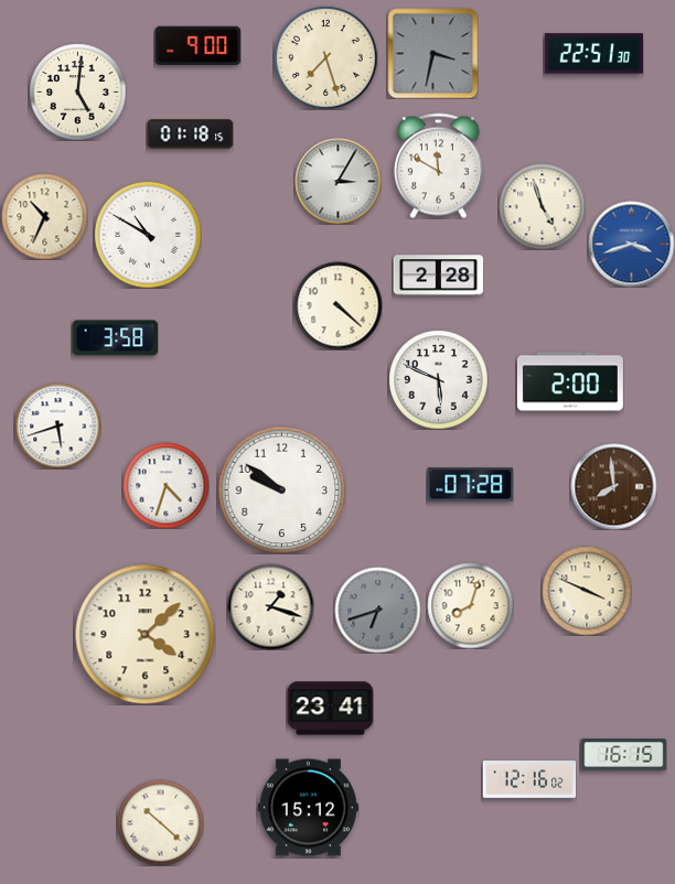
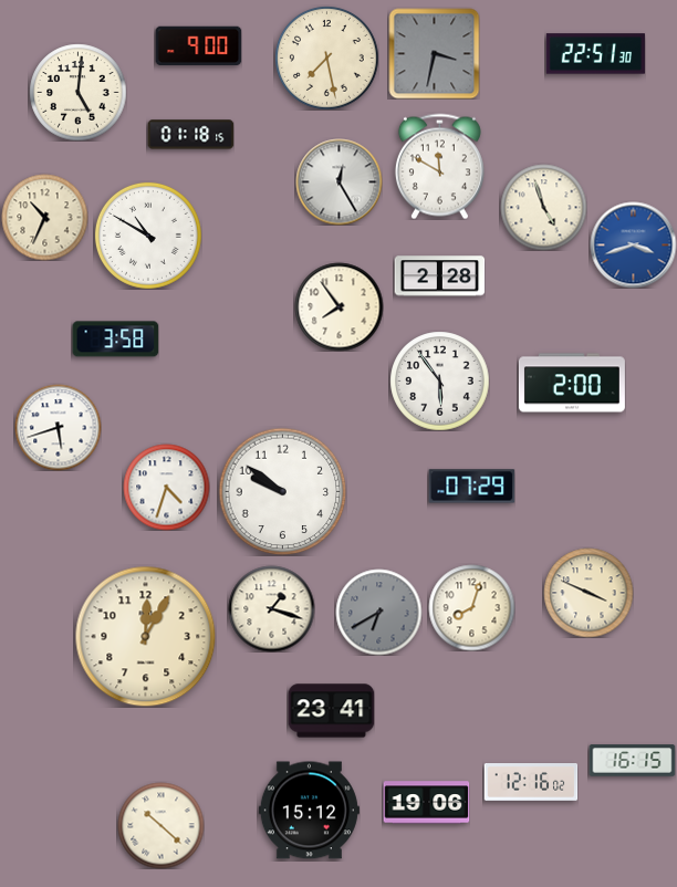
clock at (326, 58): 7:27 -> 7:28
clock at (337, 181): 3:05 -> 12:25
clock at (337, 305): 4:22 -> 7:54
clock at (438, 379): 5:49 -> 5:54
clock at (470, 485): 07:28 -> 07:29
clock at (613, 486): 7:59 -> none
clock at (377, 610): 6:42 -> 6:40
clock at (144, 634): 4:08 -> 12:05
clock at (623, 755) position: (623, 755) -> (632, 761)
clock at (426, 803): none -> 19:06
